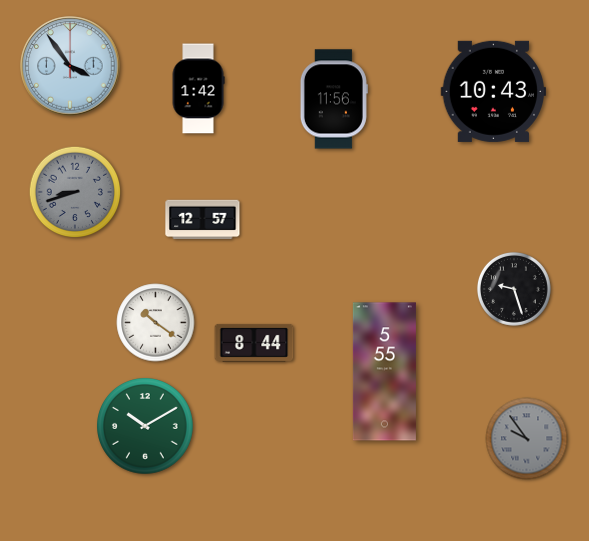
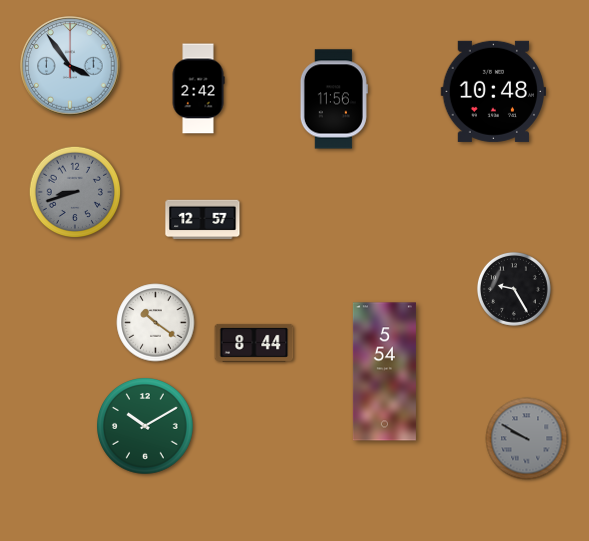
clock at (198, 89): 1:42 -> 2:42
clock at (494, 91): 10:43 -> 10:48
clock at (514, 289): 9:27 -> 9:25
clock at (384, 372): 5:55 -> 5:54
clock at (527, 439): 9:54 -> 9:50
